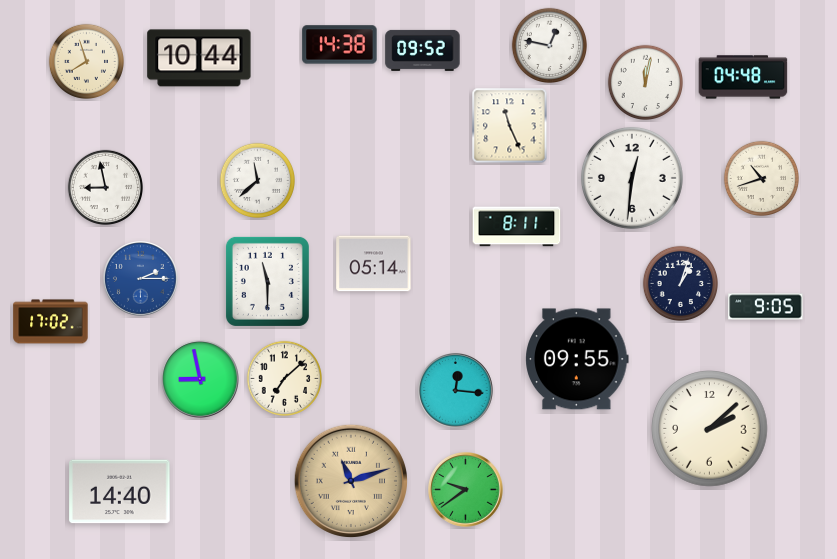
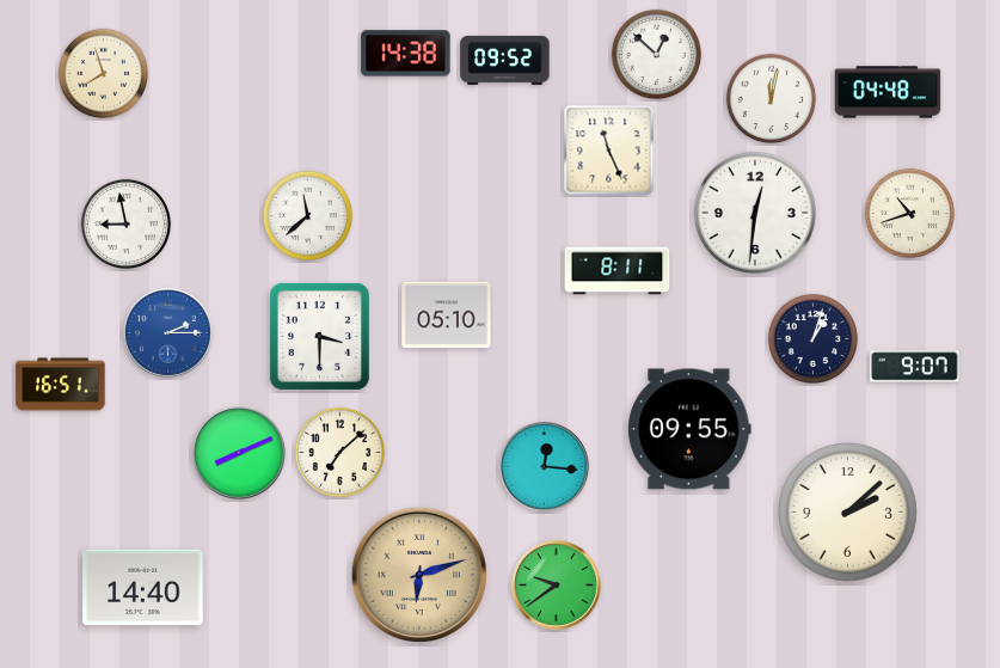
clock at (549, 45): 12:47 -> 12:52
clock at (199, 58): 10:44 -> none
clock at (374, 264): 05:14 -> 05:10
clock at (267, 281): 11:30 -> 3:30
clock at (766, 307): 9:05 -> 9:07
clock at (51, 322): 17:02 -> 16:51
clock at (201, 380): 8:58 -> 8:11
clock at (350, 480): 11:12 -> 6:12
